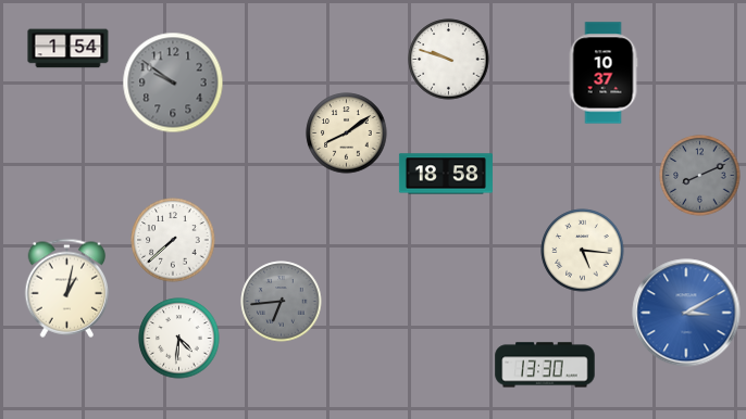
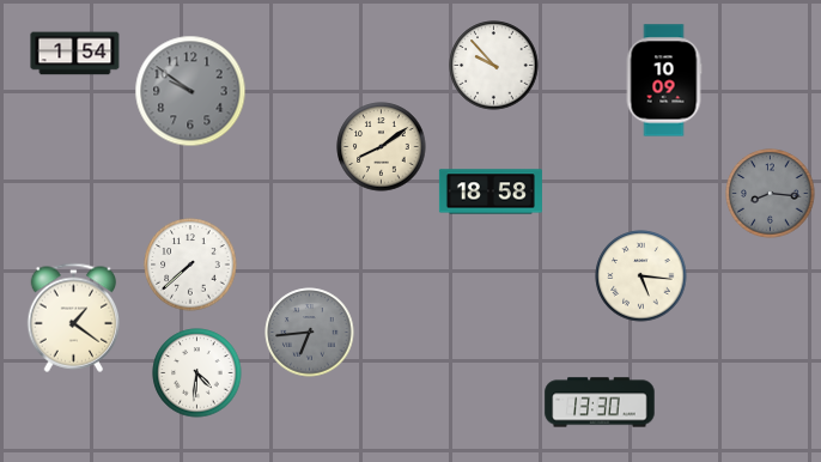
clock at (449, 60): 9:48 -> 9:53
clock at (604, 73): 10:37 -> 10:09
clock at (700, 176): 8:11 -> 8:16
clock at (67, 288): 1:02 -> 1:21
clock at (686, 313): 3:10 -> none
